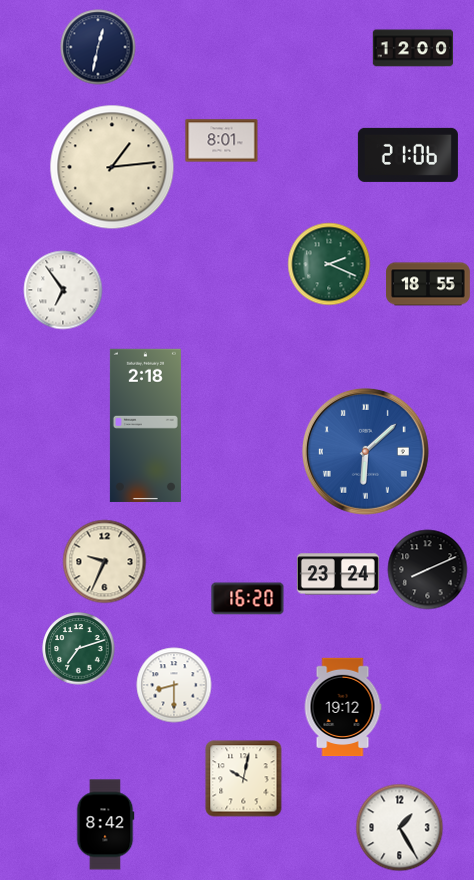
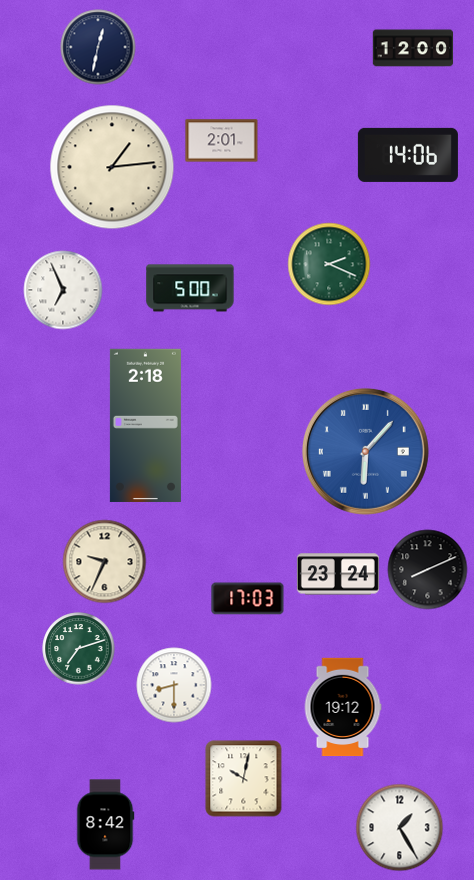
clock at (222, 141): 8:01 -> 2:01
clock at (408, 155): 21:06 -> 14:06
clock at (428, 284): 18:55 -> none
clock at (190, 288): none -> 5:00
clock at (63, 290): 6:54 -> 6:56
clock at (365, 451): 6:08 -> 6:07
clock at (248, 599): 16:20 -> 17:03
